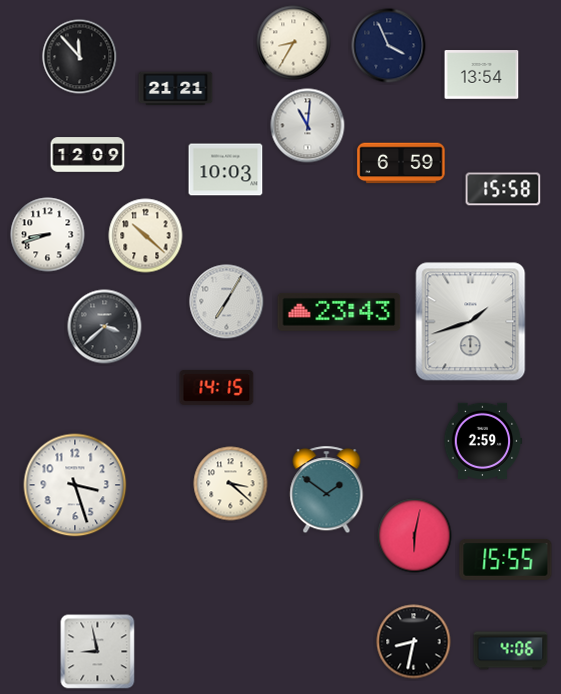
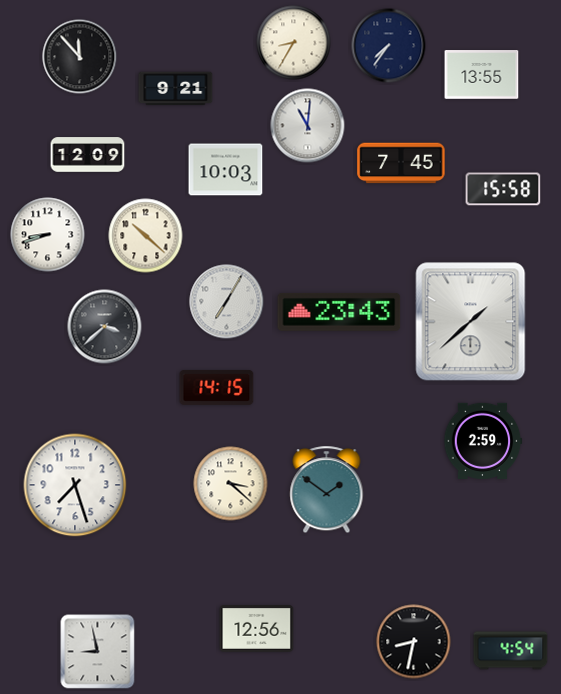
clock at (389, 46): 3:56 -> 7:36
clock at (482, 75): 13:54 -> 13:55
clock at (176, 89): 21:21 -> 9:21
clock at (401, 163): 6:59 -> 7:45
clock at (471, 322): 1:42 -> 1:38
clock at (75, 485): 3:27 -> 7:27
clock at (415, 536): 6:02 -> none
clock at (506, 559): 15:55 -> none
clock at (257, 629): none -> 12:56
clock at (511, 651): 4:06 -> 4:54
